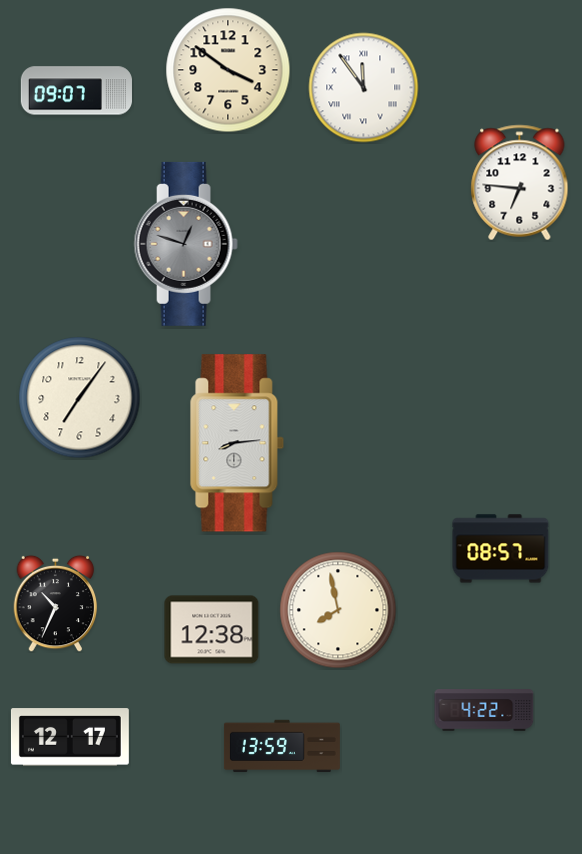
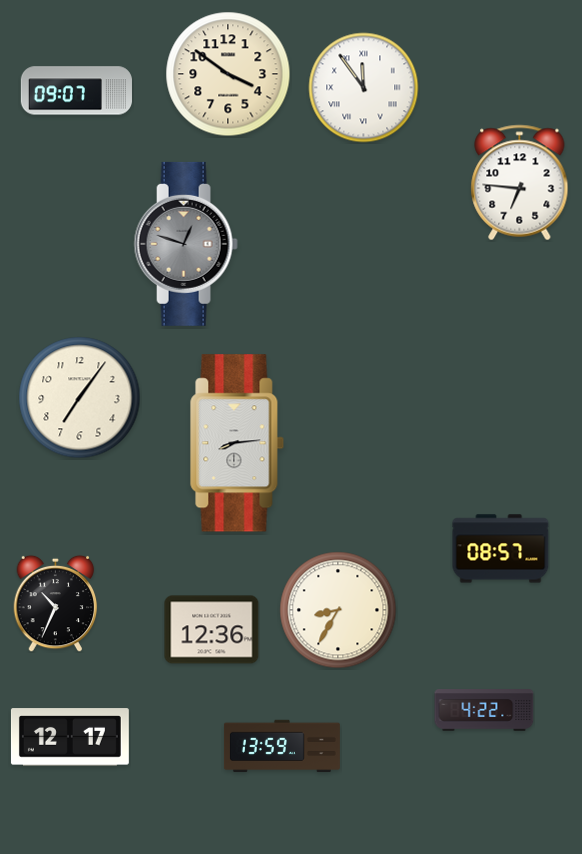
clock at (228, 70) position: (228, 70) -> (228, 74)
clock at (338, 610): 7:58 -> 8:35
clock at (212, 630): 12:38 -> 12:36
